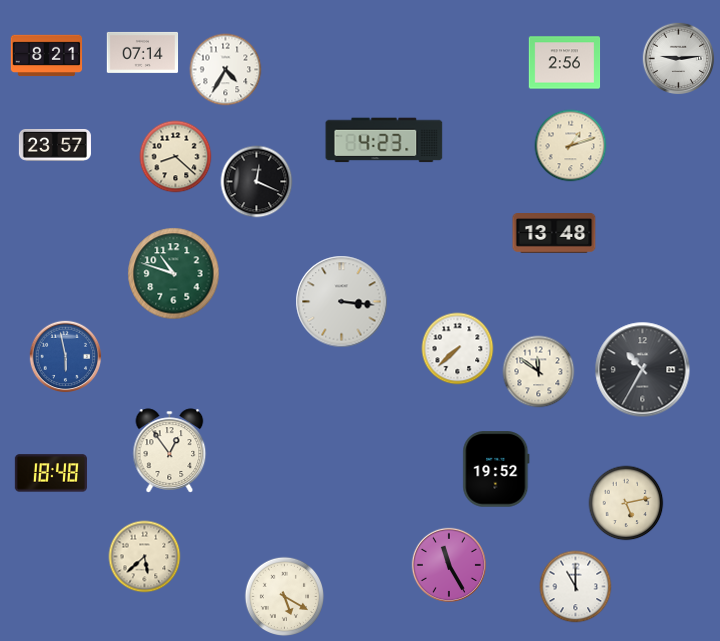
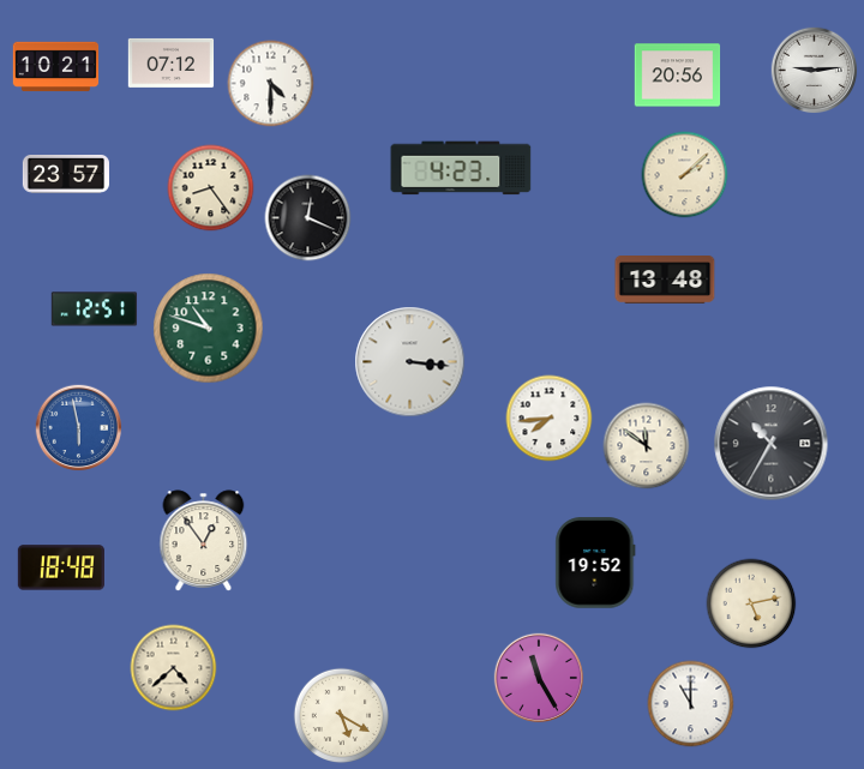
clock at (143, 52): 07:14 -> 07:12
clock at (47, 56): 8:21 -> 10:21
clock at (565, 63): 2:56 -> 20:56
clock at (226, 70): 4:35 -> 4:30
clock at (571, 146): 1:12 -> 2:08
clock at (176, 157): 8:22 -> 8:24
clock at (95, 310): none -> 12:51
clock at (458, 349): 7:38 -> 7:44
clock at (145, 557): 5:38 -> 4:38
